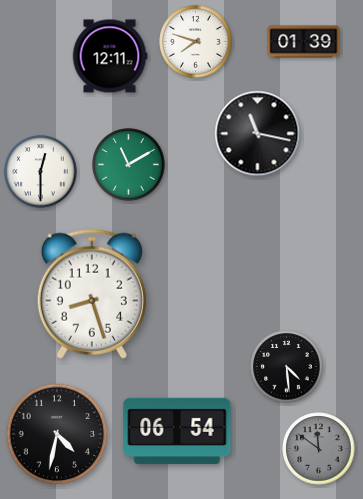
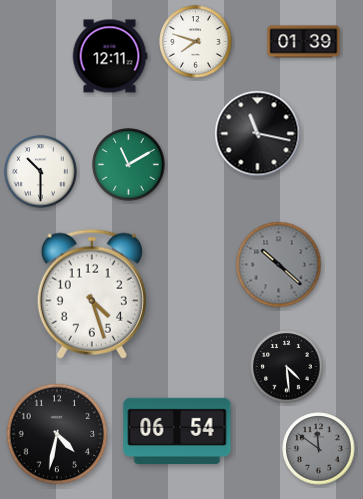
clock at (41, 172): 12:30 -> 10:30
clock at (279, 265): none -> 10:22
clock at (92, 294): 8:27 -> 4:27
